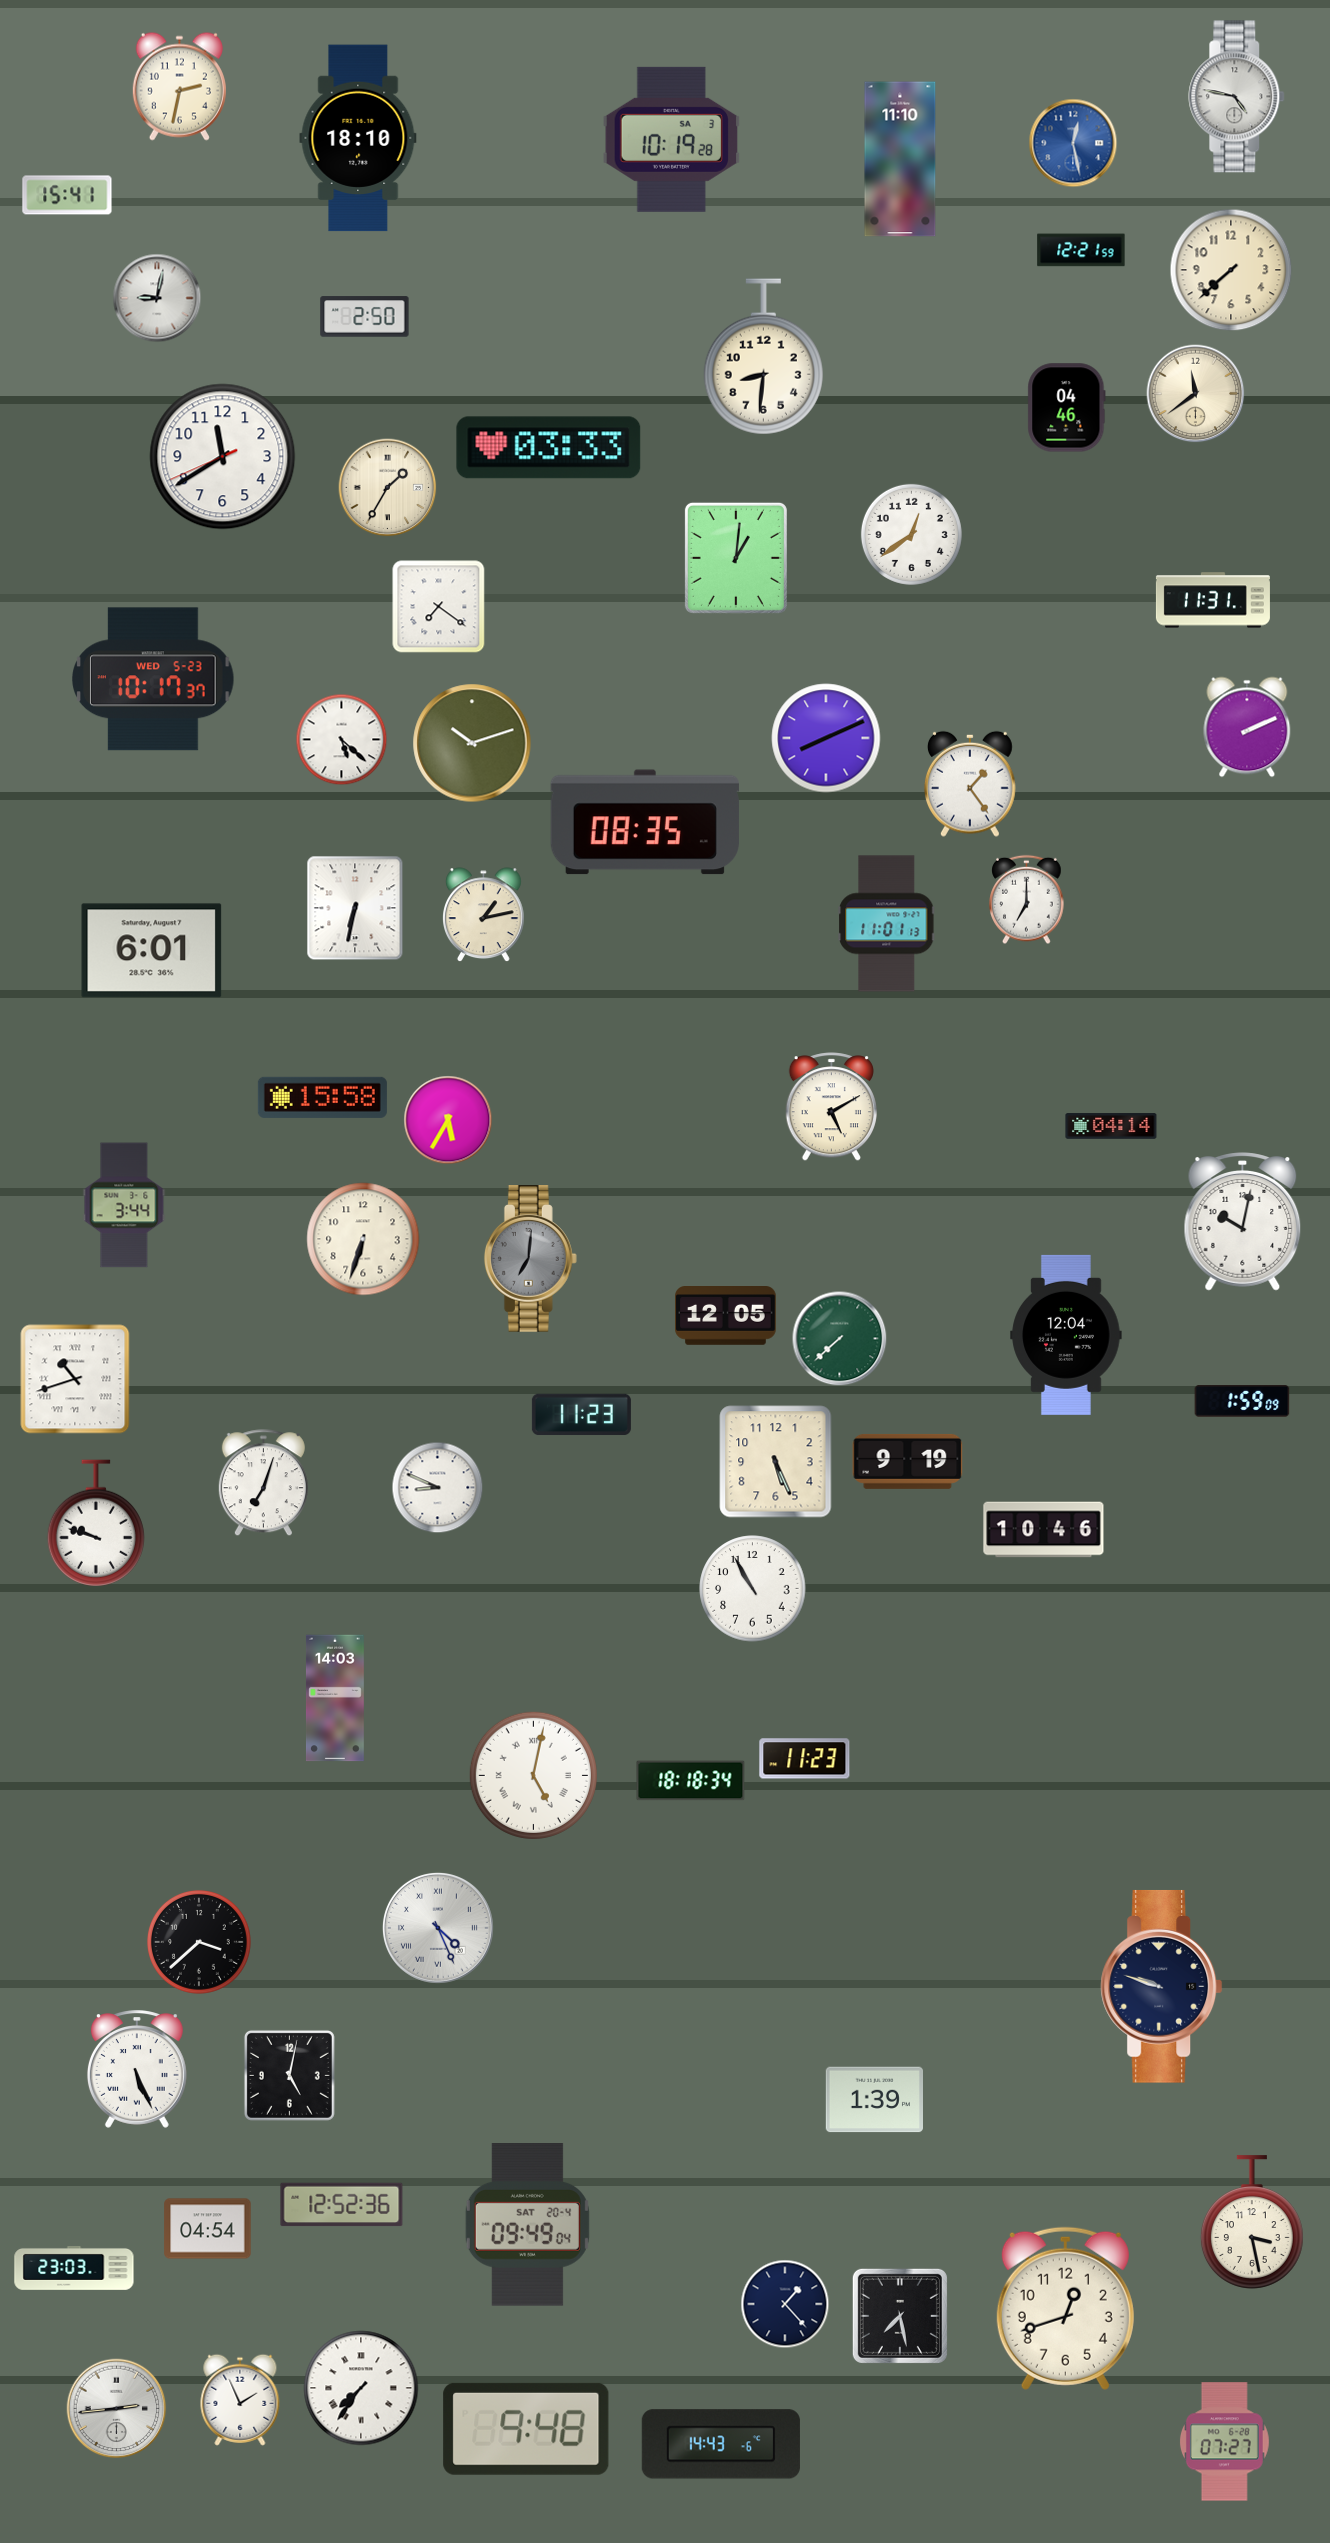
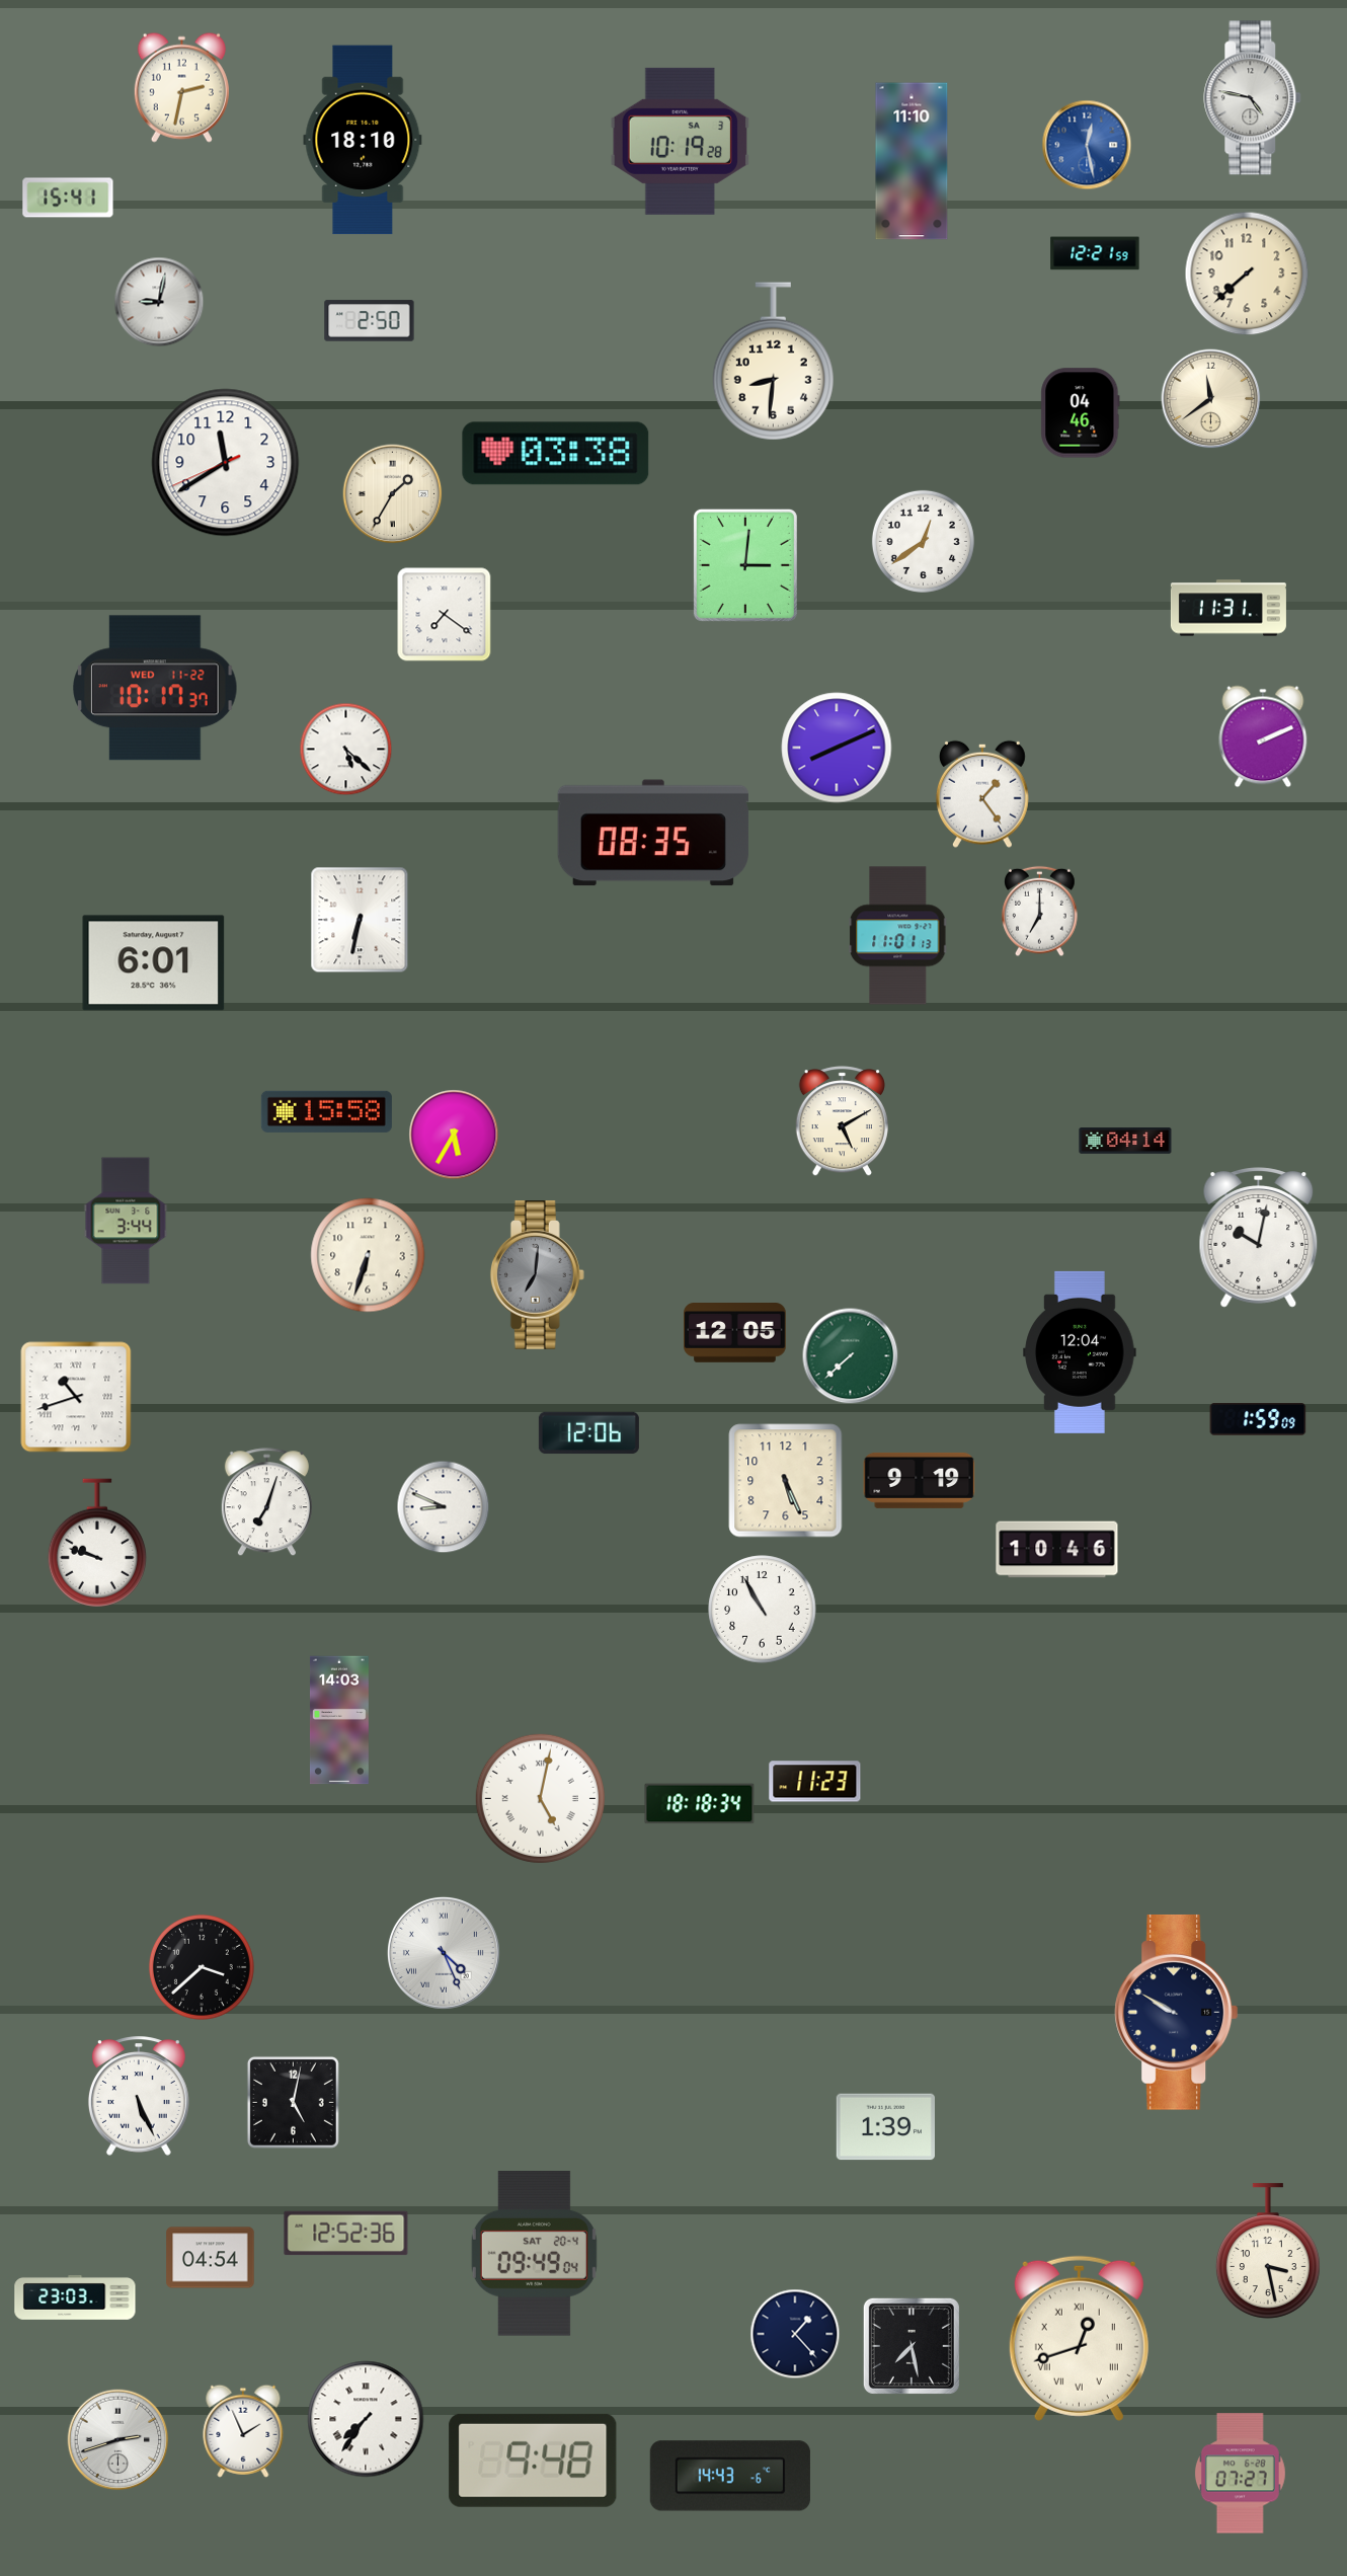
clock at (549, 448): 03:33 -> 03:38
clock at (736, 558): 1:01 -> 3:01
clock at (153, 679) date: WED 5-23 -> WED 11-22
clock at (472, 743): 10:12 -> none
clock at (484, 915): 1:13 -> none
clock at (581, 1415): 11:23 -> 12:06
clock at (1162, 1987): 9:48 -> 9:50
clock at (1065, 2308) numerals: Arabic -> Roman
clock at (117, 2409): 2:44 -> 2:42
